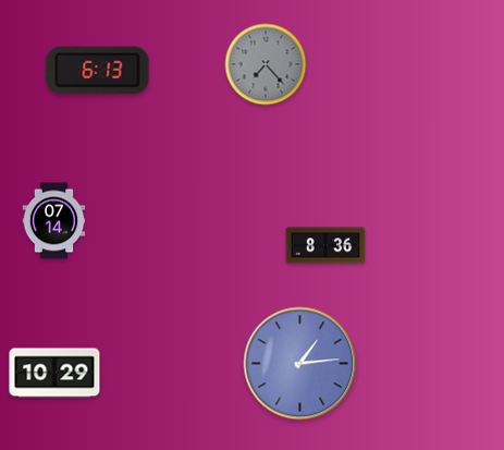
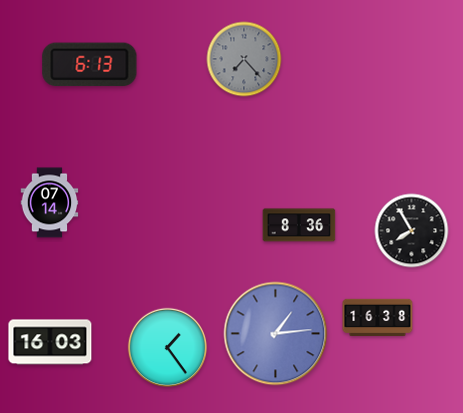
clock at (412, 231): none -> 7:55
clock at (378, 318): none -> 16:38
clock at (54, 373): 10:29 -> 16:03
clock at (168, 348): none -> 1:24
